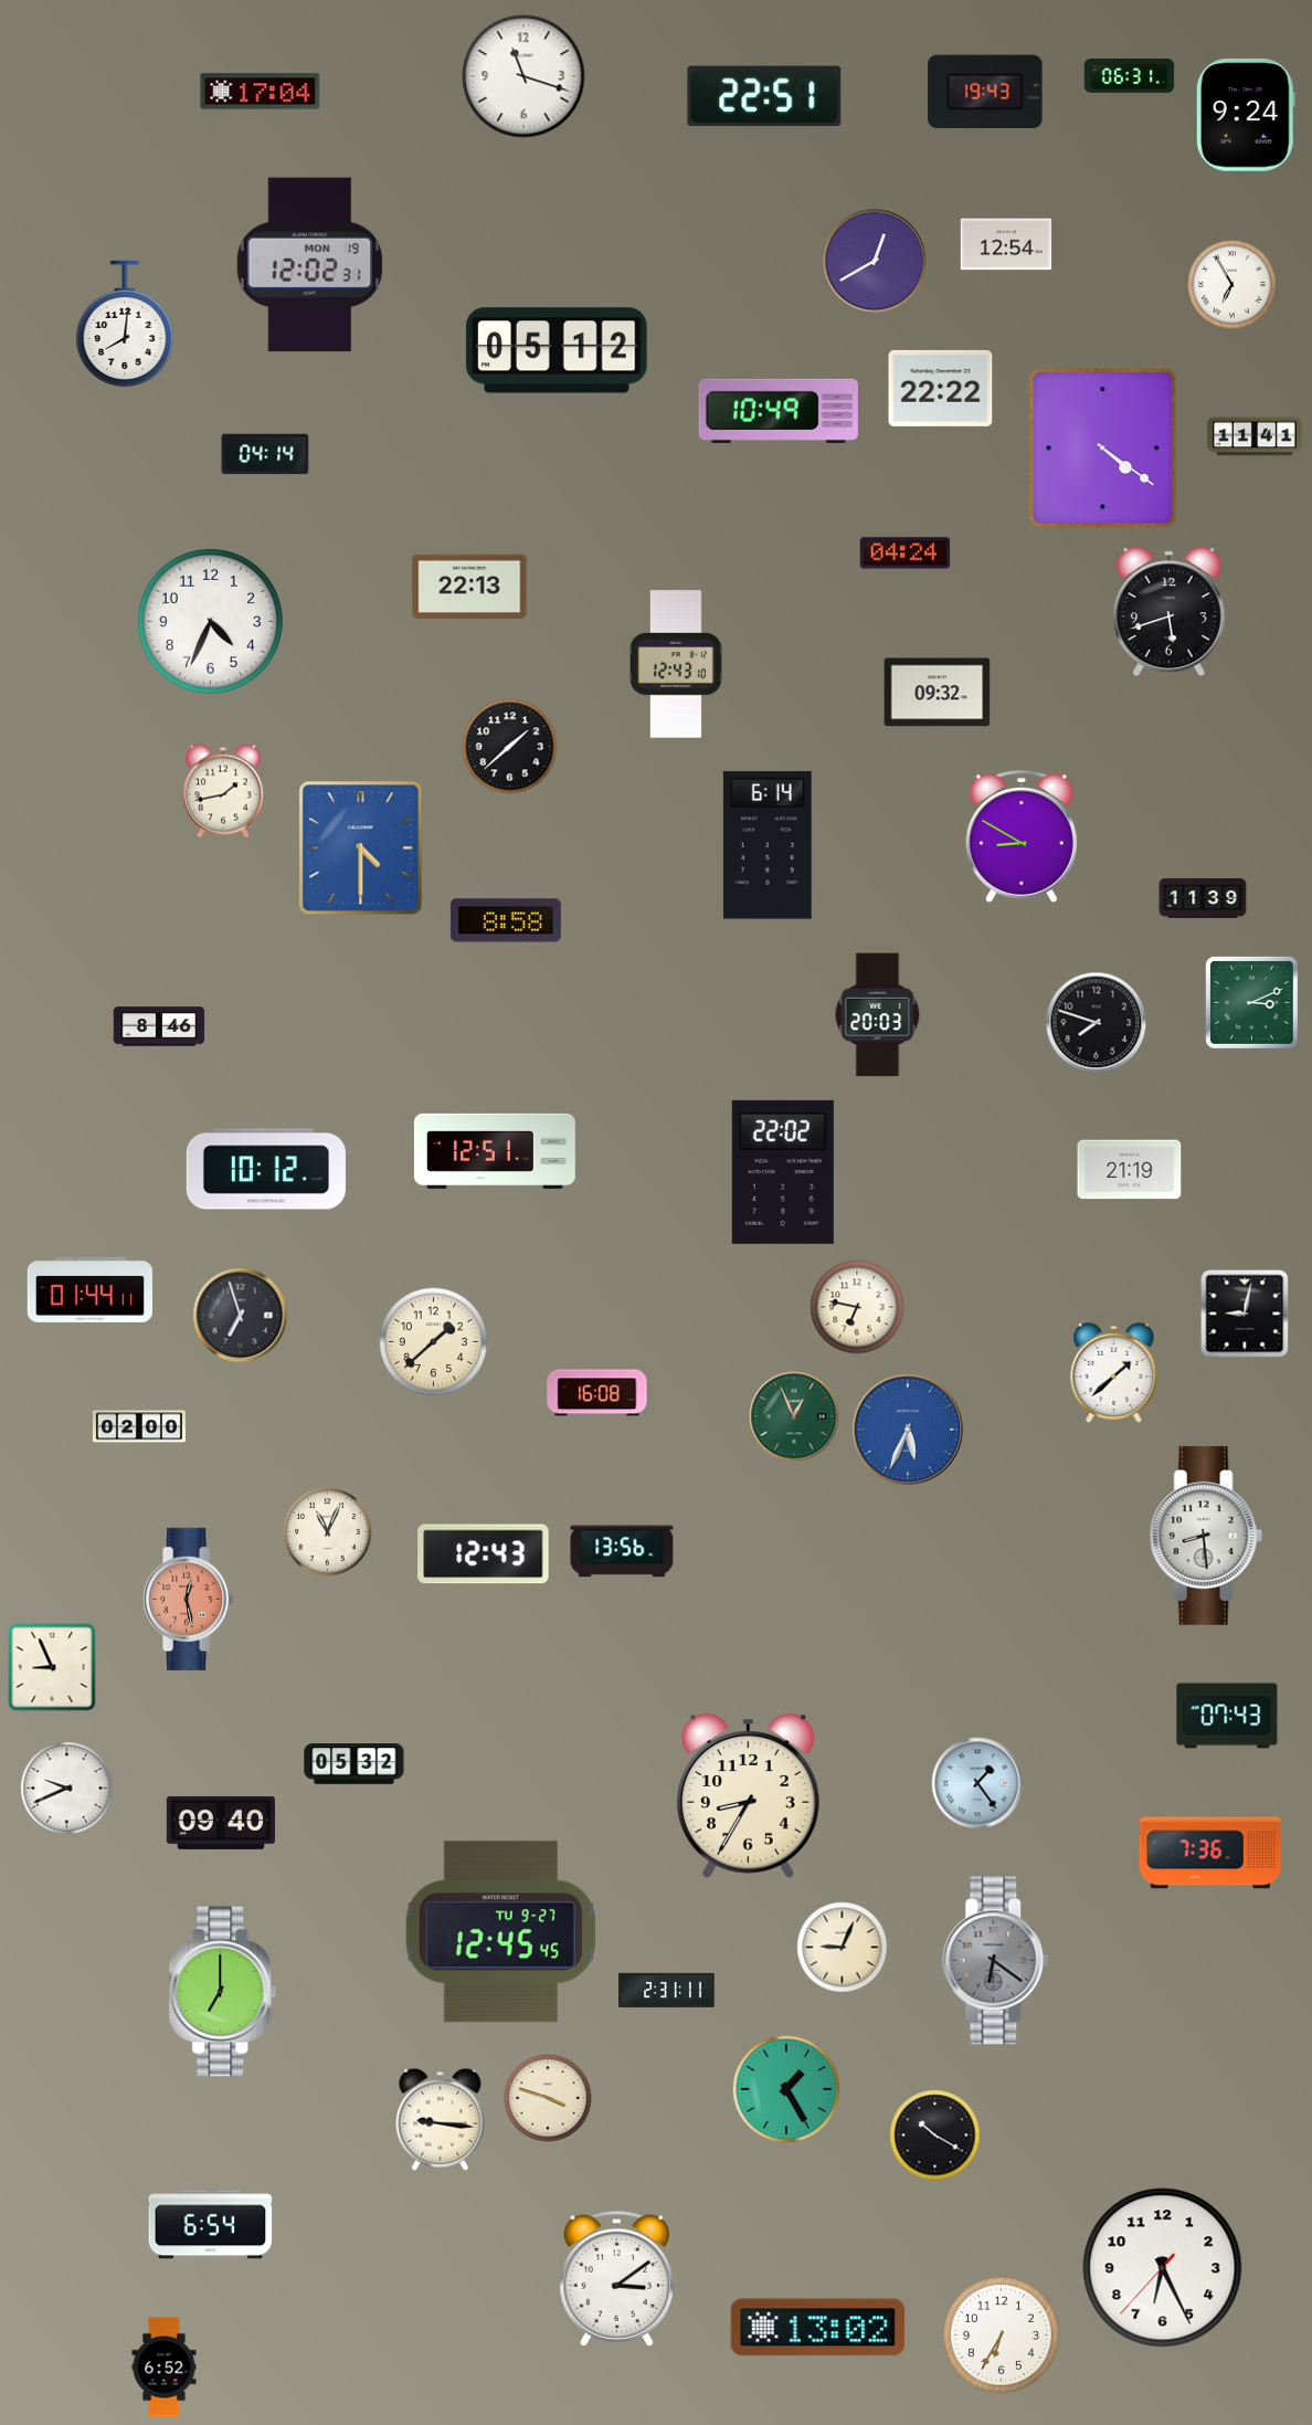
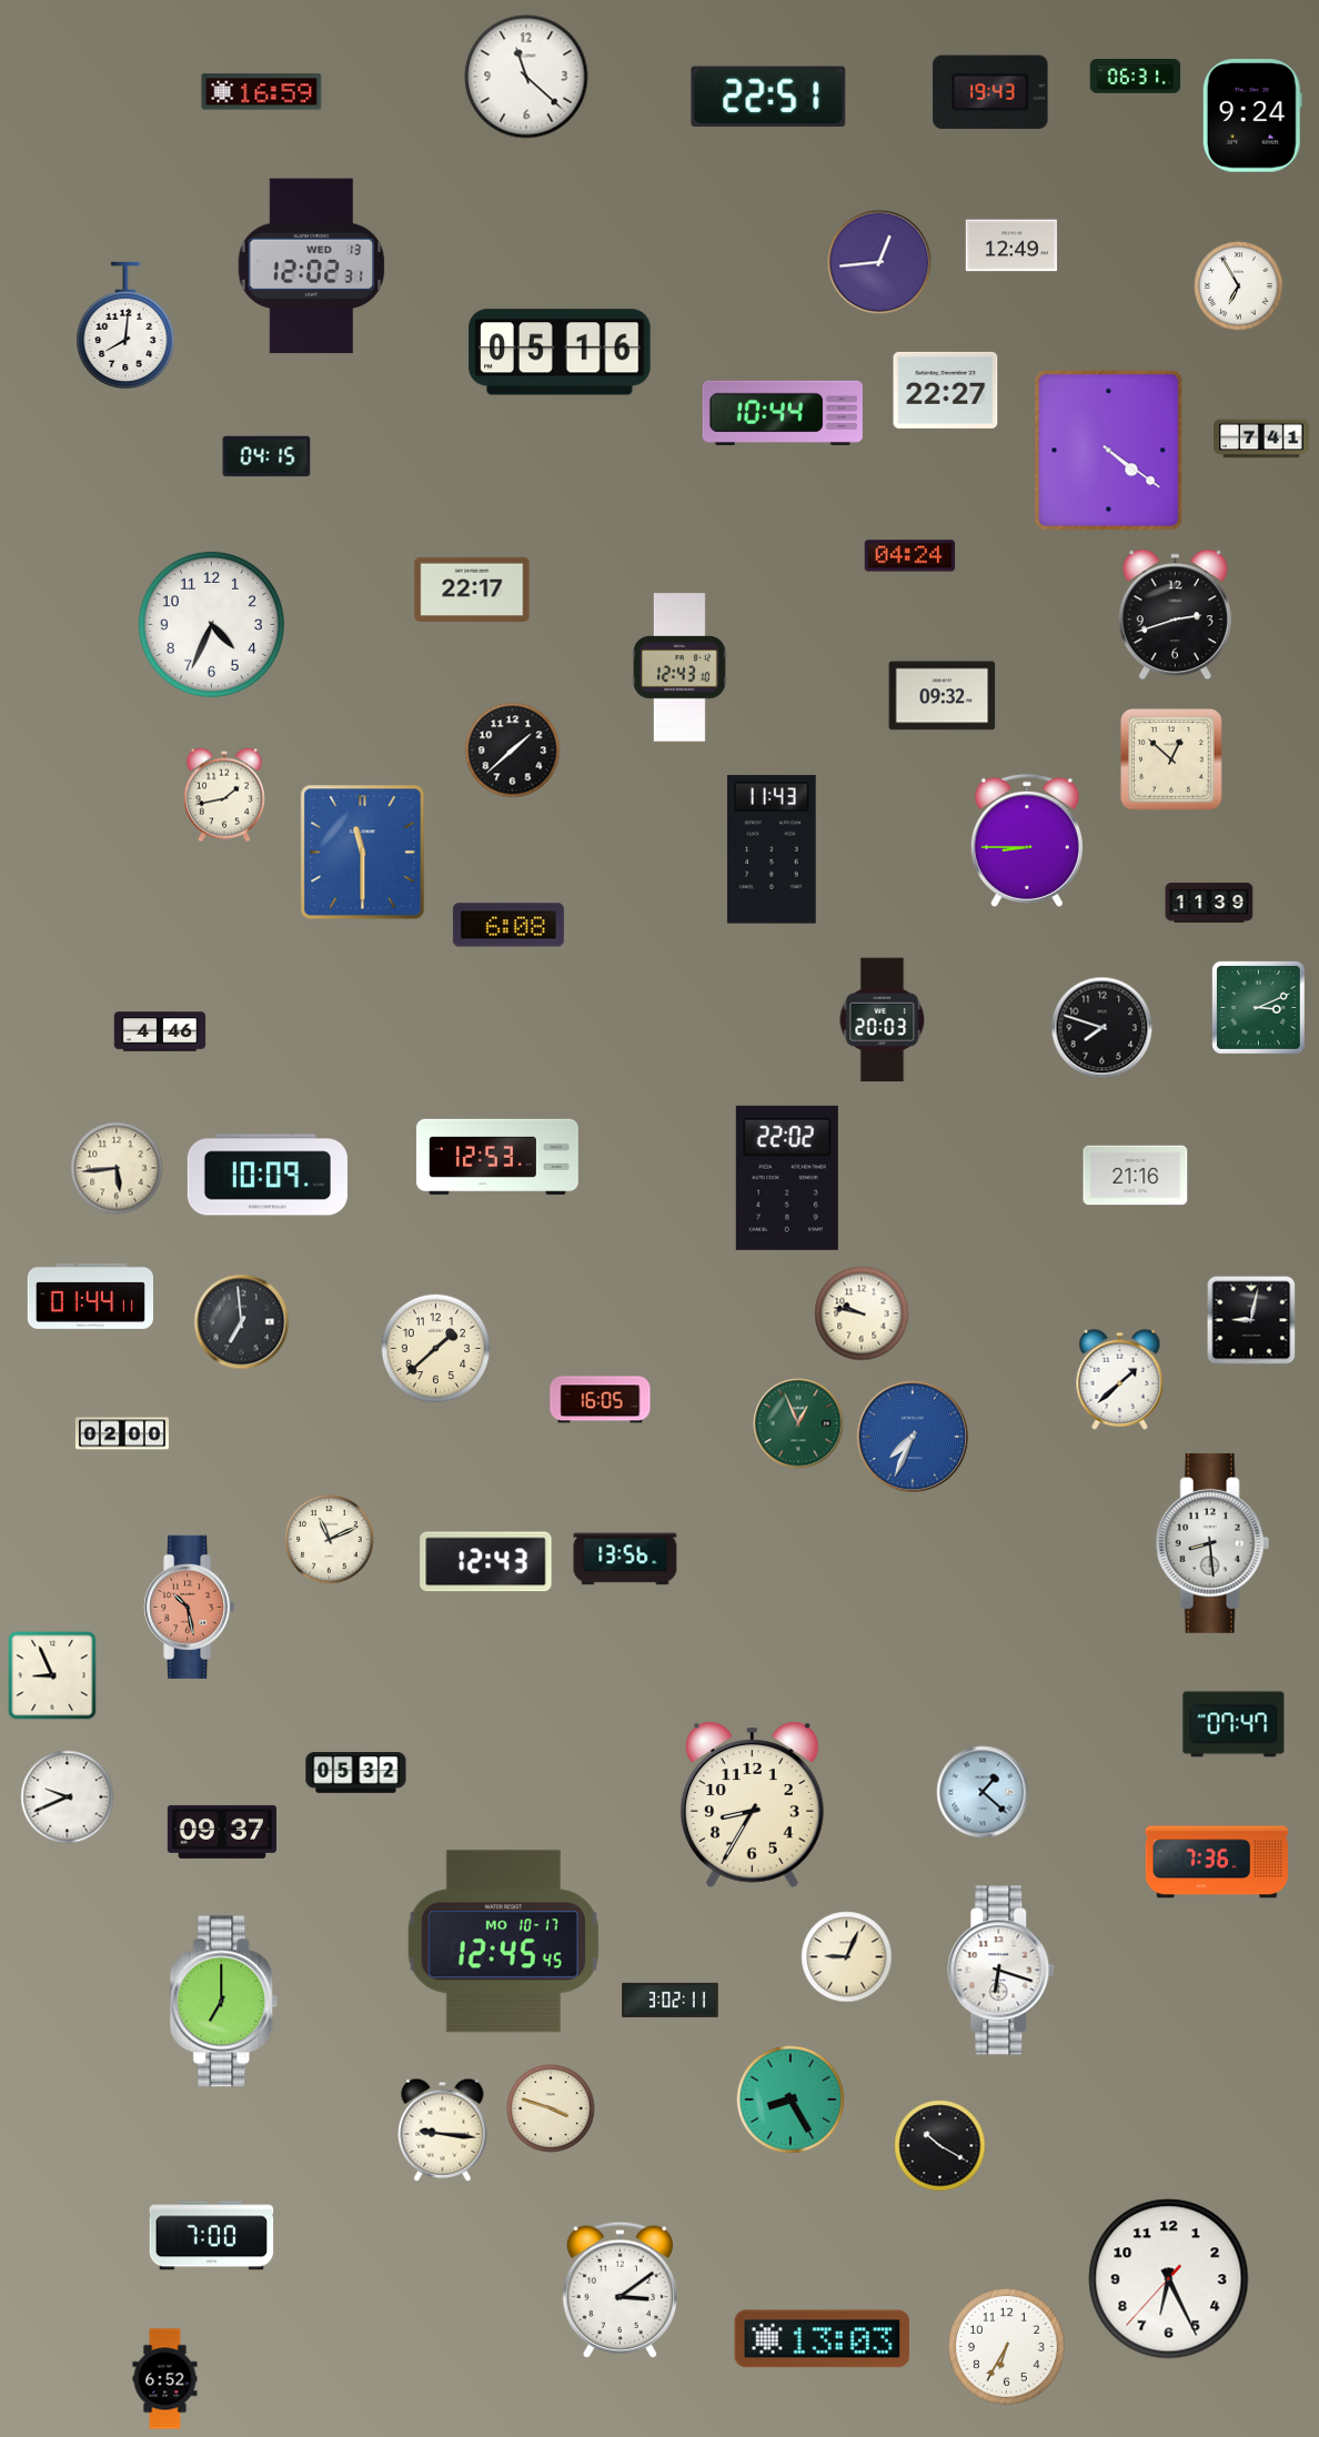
clock at (523, 76): 11:18 -> 11:22
clock at (261, 92): 17:04 -> 16:59
clock at (1006, 244): 12:54 -> 12:49
clock at (875, 261): 12:40 -> 12:44
clock at (310, 265) date: MON 19 -> WED 13
clock at (557, 350): 05:12 -> 05:16
clock at (941, 388): 22:22 -> 22:27
clock at (779, 411): 10:49 -> 10:44
clock at (1255, 436): 11:41 -> 7:41
clock at (265, 454): 04:14 -> 04:15
clock at (469, 587): 22:13 -> 22:17
clock at (1168, 612): 5:42 -> 2:42
clock at (1171, 759): none -> 12:52
clock at (1022, 836): 8:50 -> 8:45
clock at (768, 845): 6:14 -> 11:43
clock at (361, 848): 4:30 -> 11:30
clock at (506, 920): 8:58 -> 6:08
clock at (159, 1026): 8:46 -> 4:46
clock at (495, 1151): 12:51 -> 12:53
clock at (117, 1168): none -> 5:44
clock at (266, 1169): 10:12 -> 10:09
clock at (1130, 1170): 21:19 -> 21:16
clock at (857, 1307): 6:47 -> 9:47
clock at (241, 1316): 6:57 -> 6:59
clock at (597, 1393): 16:08 -> 16:05
clock at (139, 1426) position: (139, 1426) -> (122, 1433)
clock at (908, 1430): 5:34 -> 7:34
clock at (328, 1532): 11:04 -> 11:11
clock at (189, 1599): 12:28 -> 10:28
clock at (1227, 1716): 07:43 -> 07:47
clock at (977, 1783): 1:24 -> 1:22
clock at (221, 1823): 09:40 -> 09:37
clock at (500, 1932) date: TU 9-27 -> MO 10-17
clock at (996, 1961): 6:21 -> 6:18
clock at (996, 1961) dial: grey -> white
clock at (667, 1990): 2:31 -> 3:02
clock at (786, 2089): 1:25 -> 8:25
clock at (211, 2225): 6:54 -> 7:00
clock at (818, 2328): 13:02 -> 13:03
